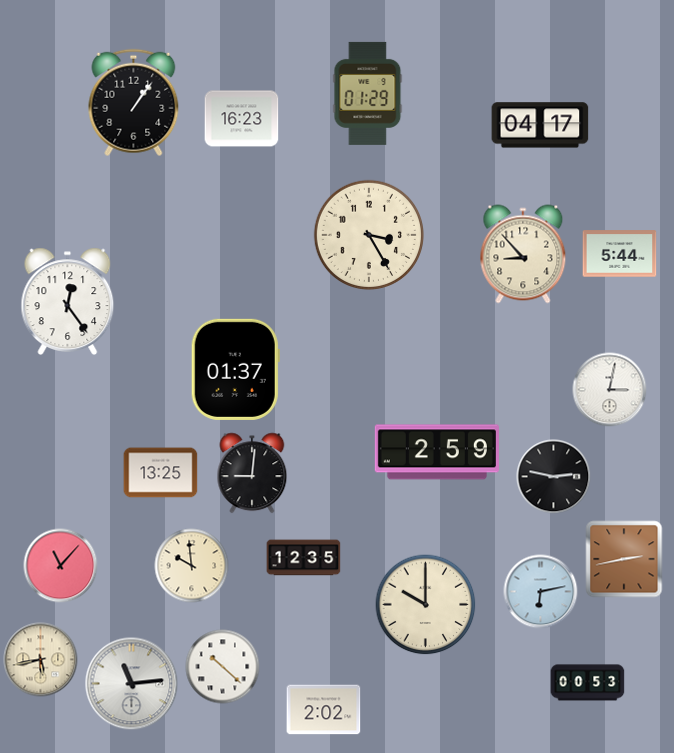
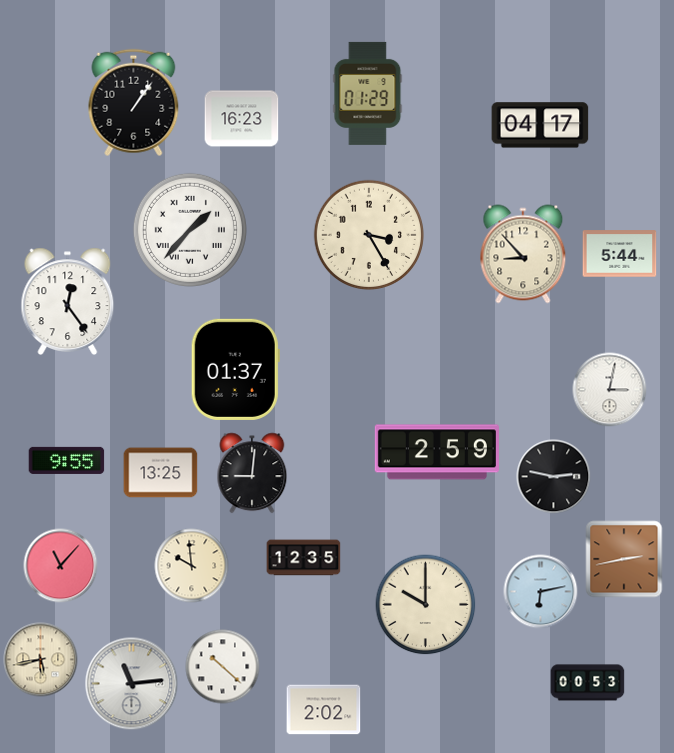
clock at (190, 230): none -> 1:37
clock at (67, 460): none -> 9:55
